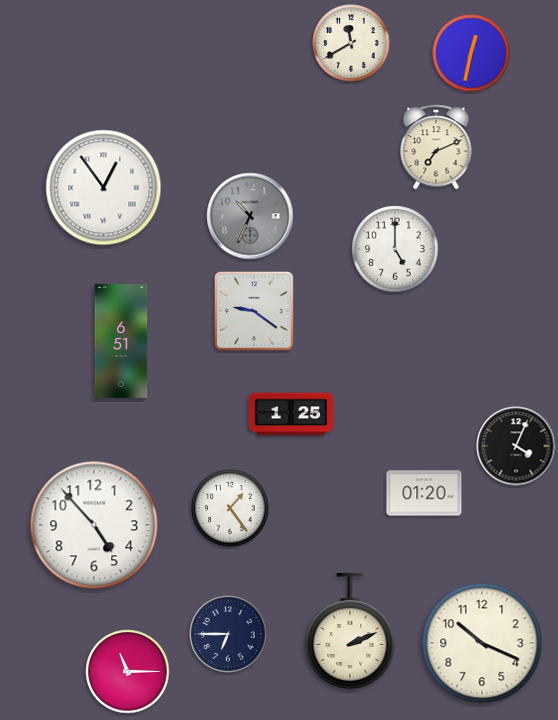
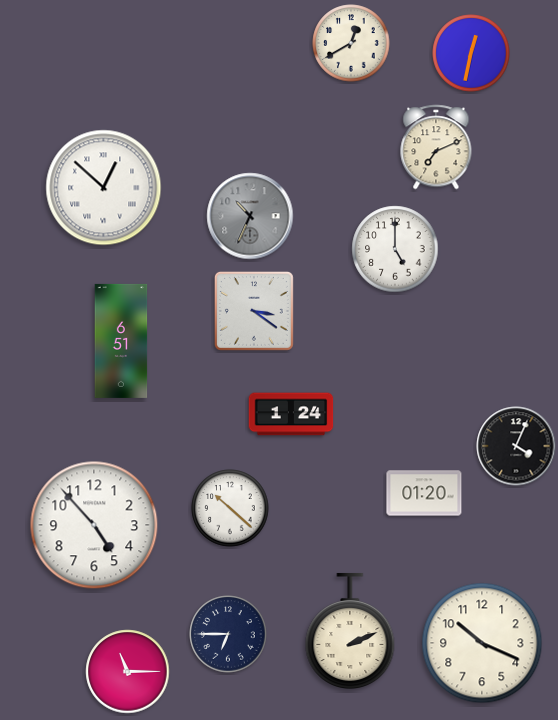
clock at (351, 43): 11:40 -> 12:40
clock at (104, 188): 12:54 -> 12:52
clock at (254, 311): 9:21 -> 3:21
clock at (291, 414): 1:25 -> 1:24
clock at (230, 508): 1:24 -> 10:22
